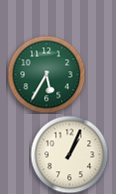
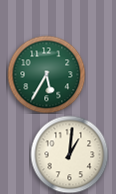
clock at (69, 154): 1:04 -> 1:01
